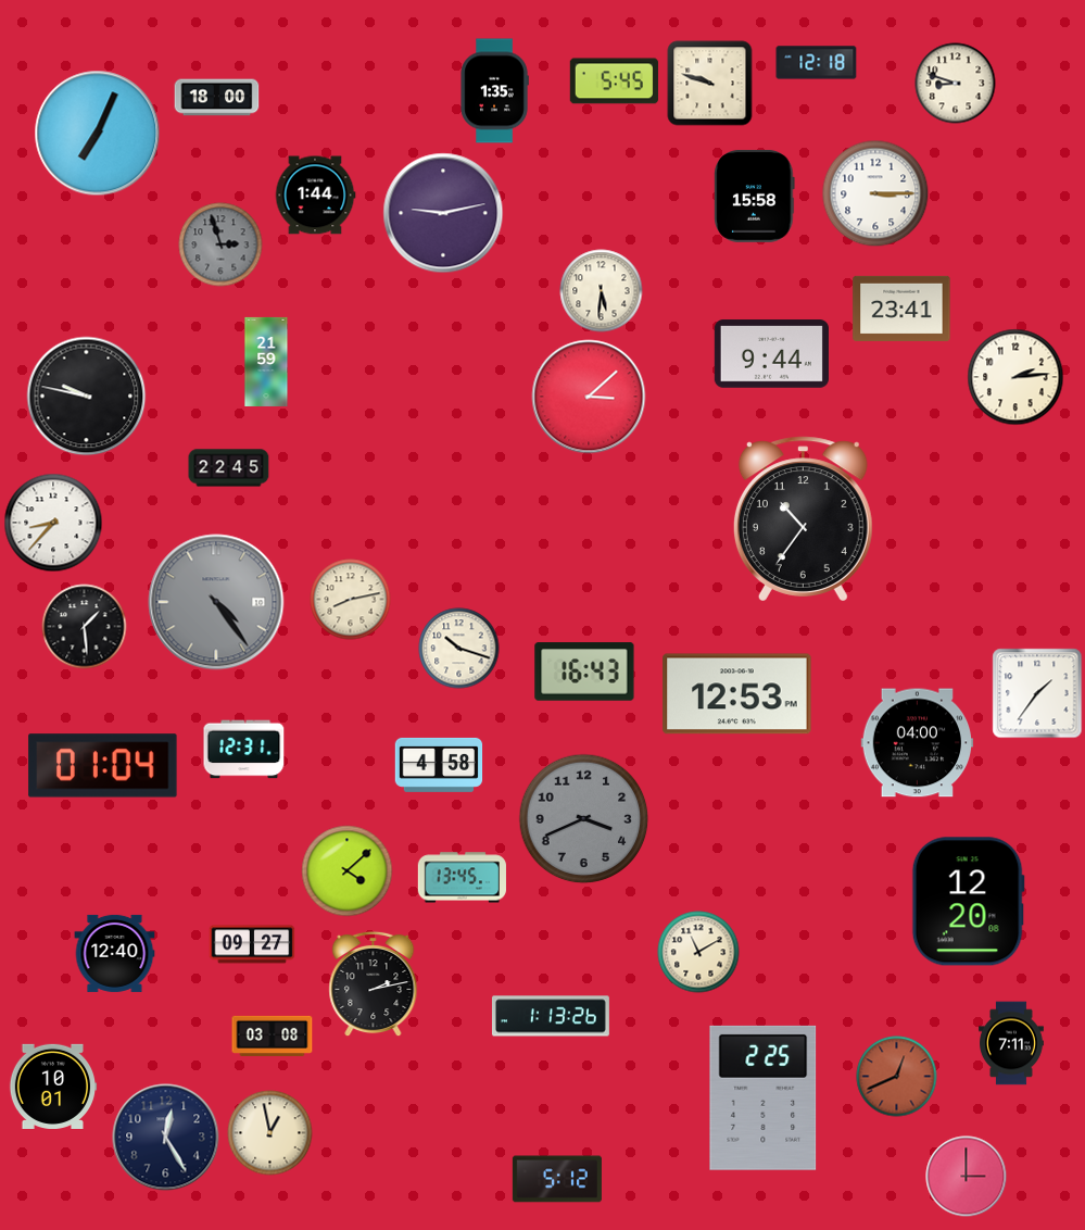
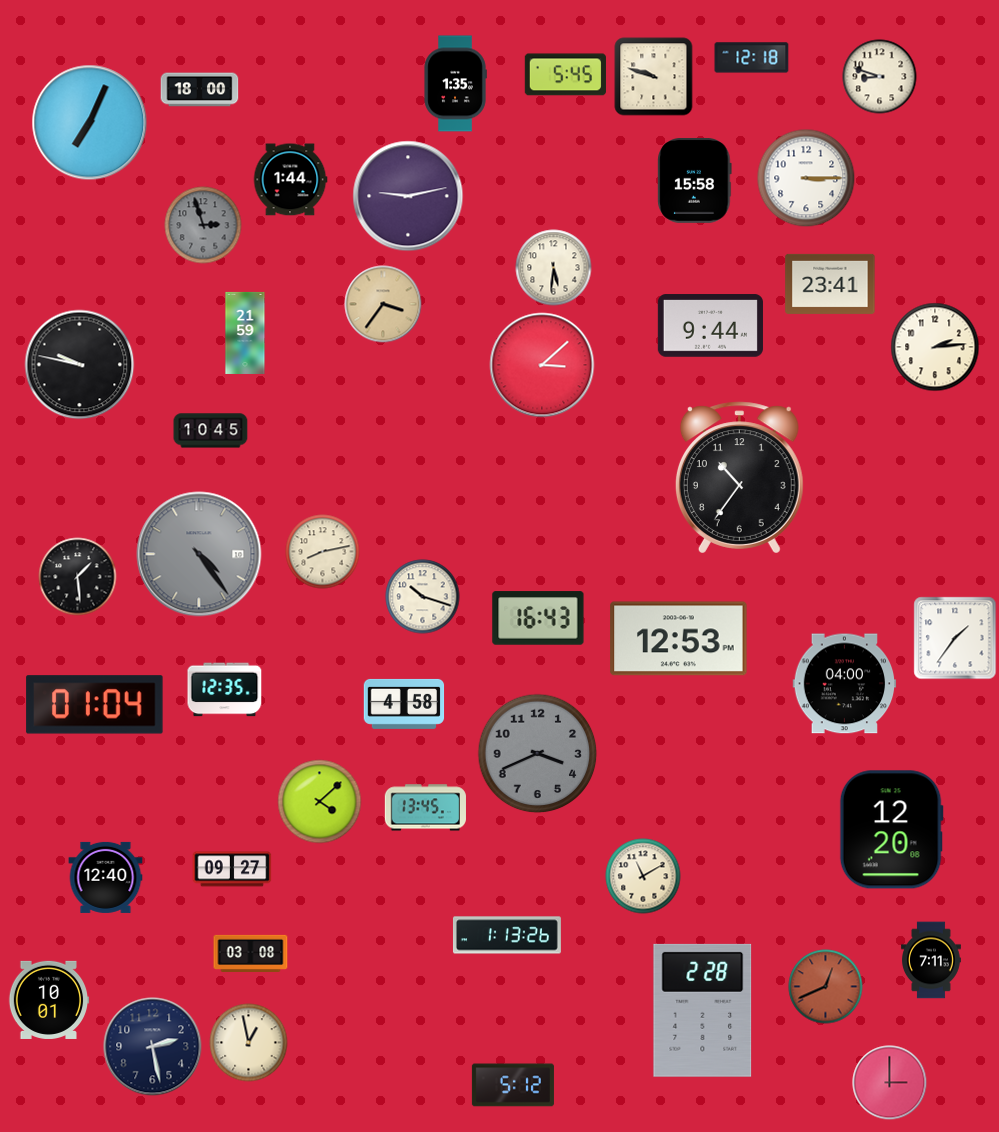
clock at (383, 304): none -> 3:36
clock at (229, 468): 22:45 -> 10:45
clock at (53, 523): 8:37 -> none
clock at (244, 750): 12:31 -> 12:35
clock at (374, 984): 2:13 -> none
clock at (897, 1077) position: (897, 1077) -> (826, 987)
clock at (764, 1097): 2:25 -> 2:28
clock at (166, 1138): 12:25 -> 2:28
